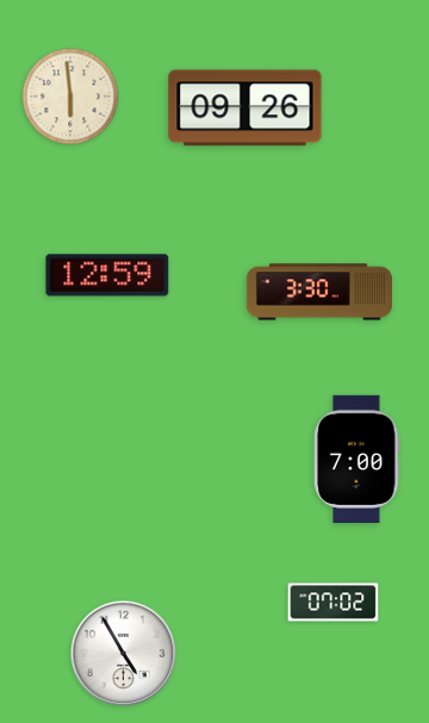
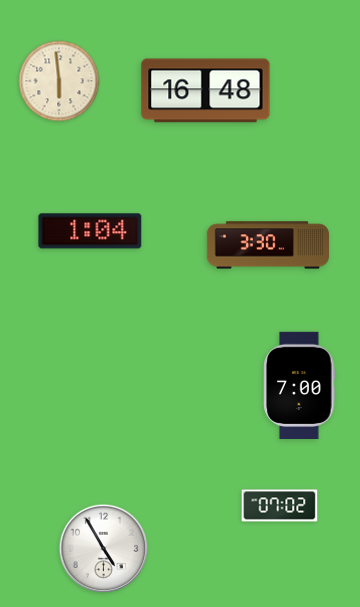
clock at (245, 108): 09:26 -> 16:48
clock at (107, 275): 12:59 -> 1:04
